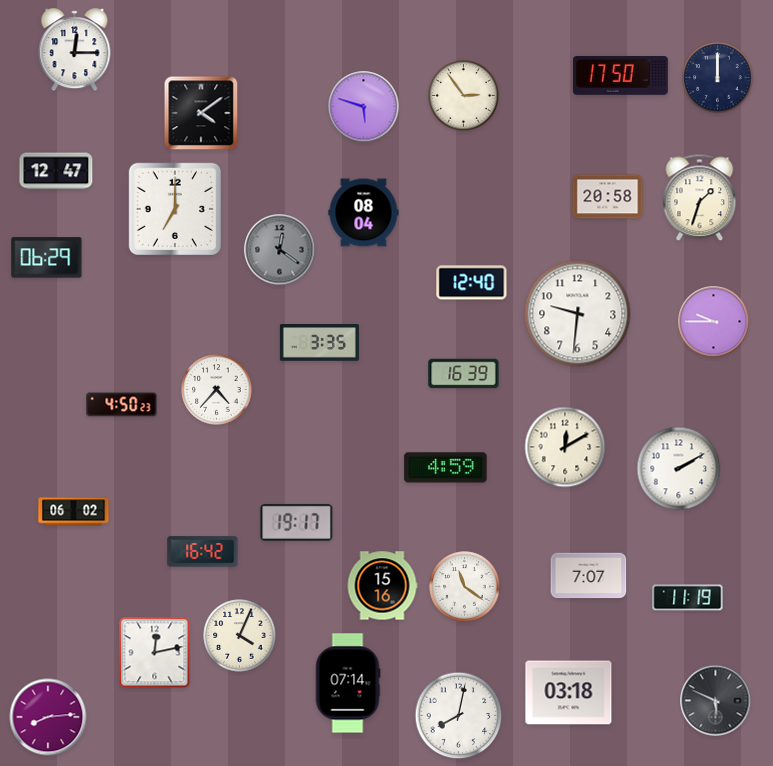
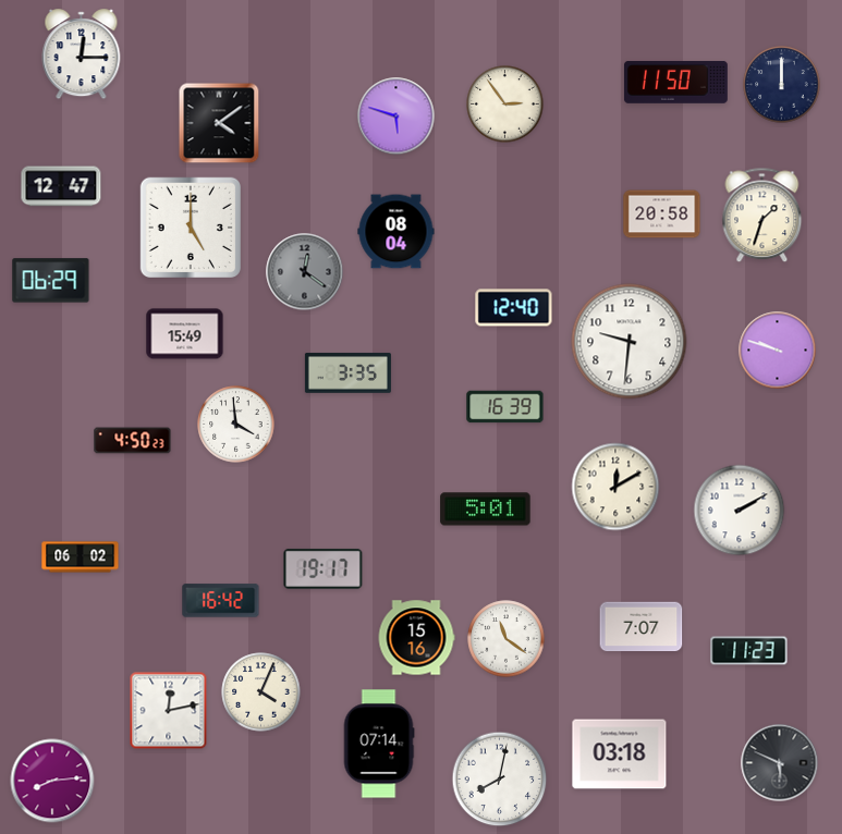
clock at (620, 76): 17:50 -> 11:50
clock at (174, 208): 7:00 -> 5:00
clock at (185, 334): none -> 15:49
clock at (714, 322): 9:45 -> 9:48
clock at (217, 390): 4:37 -> 3:59
clock at (446, 468): 4:59 -> 5:01
clock at (688, 598): 11:19 -> 11:23
